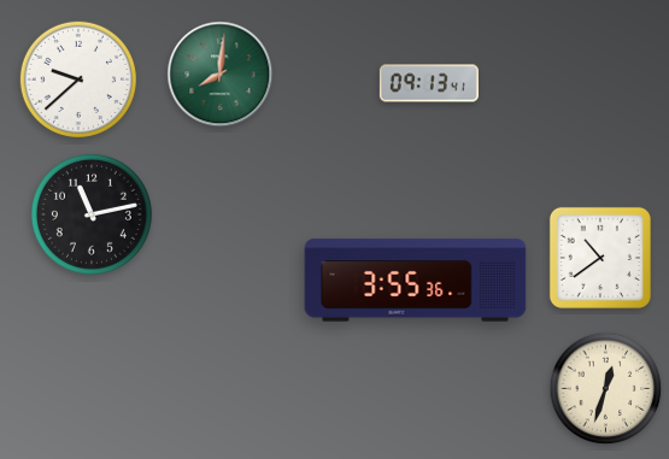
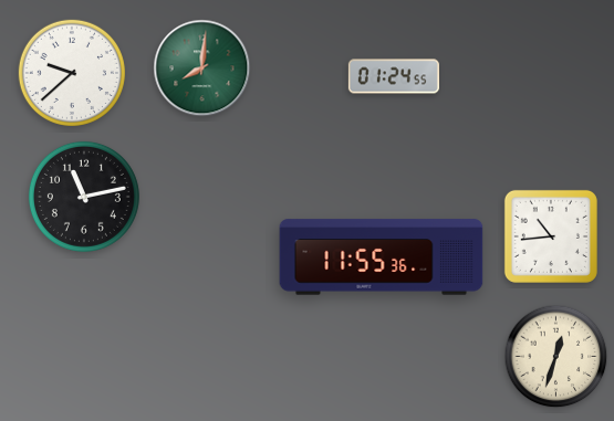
clock at (429, 83): 09:13 -> 01:24
clock at (600, 258): 10:39 -> 10:44
clock at (416, 281): 3:55 -> 11:55
